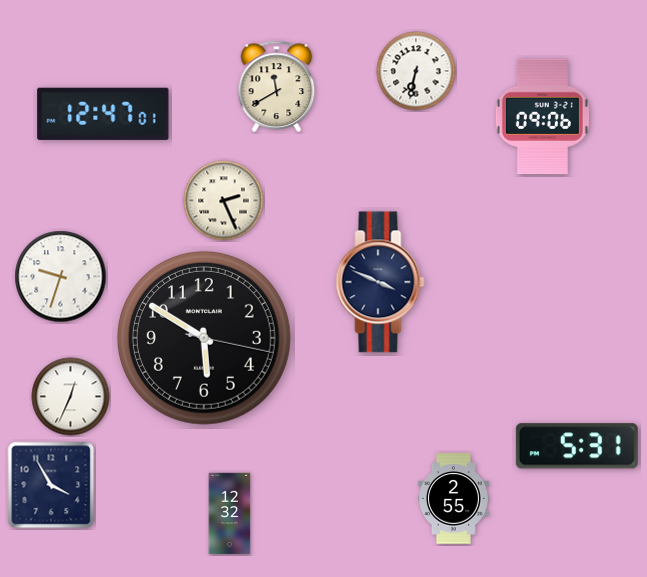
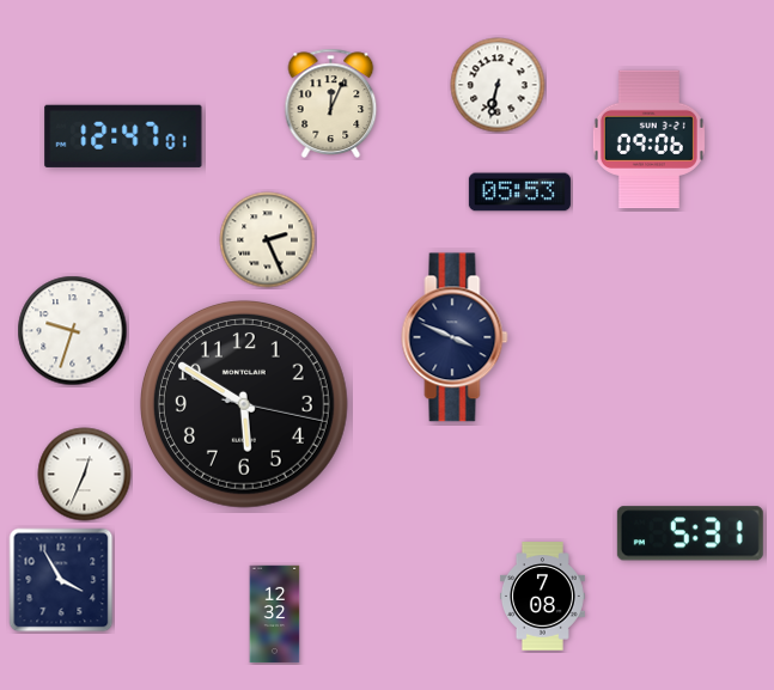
clock at (277, 86): 11:40 -> 12:04
clock at (519, 193): none -> 05:53
clock at (453, 499): 2:55 -> 7:08
